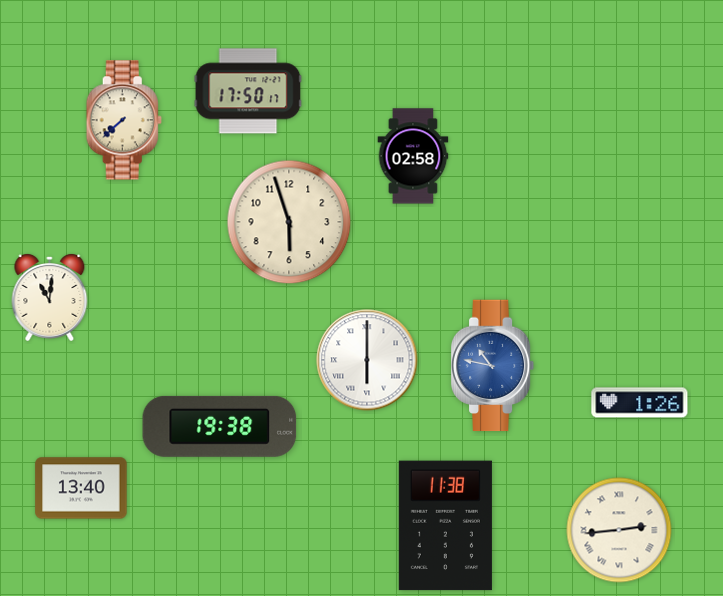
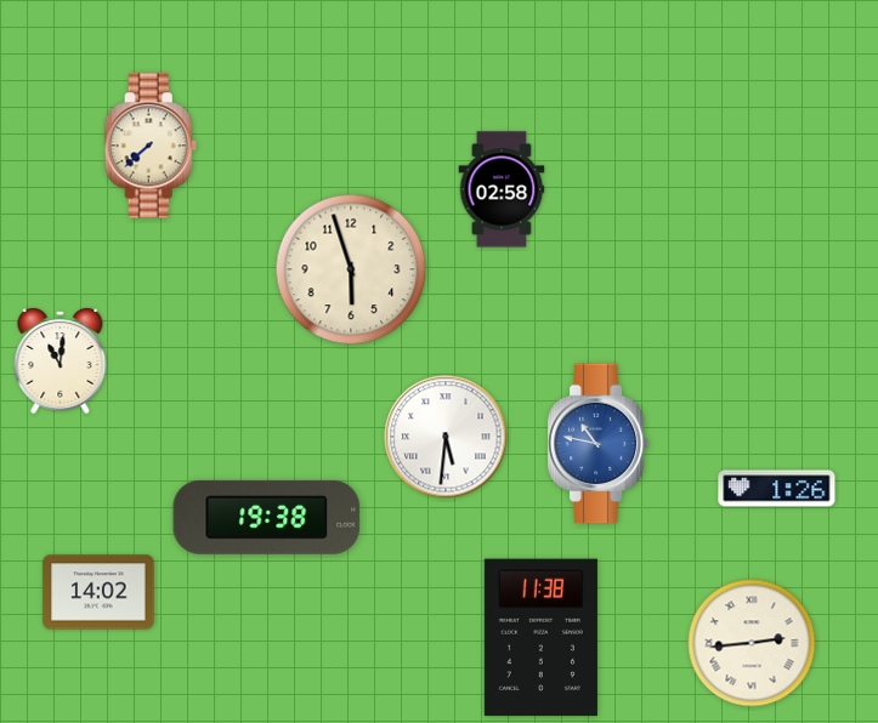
clock at (248, 91): 17:50 -> none
clock at (367, 360): 6:00 -> 5:31
clock at (81, 488): 13:40 -> 14:02
